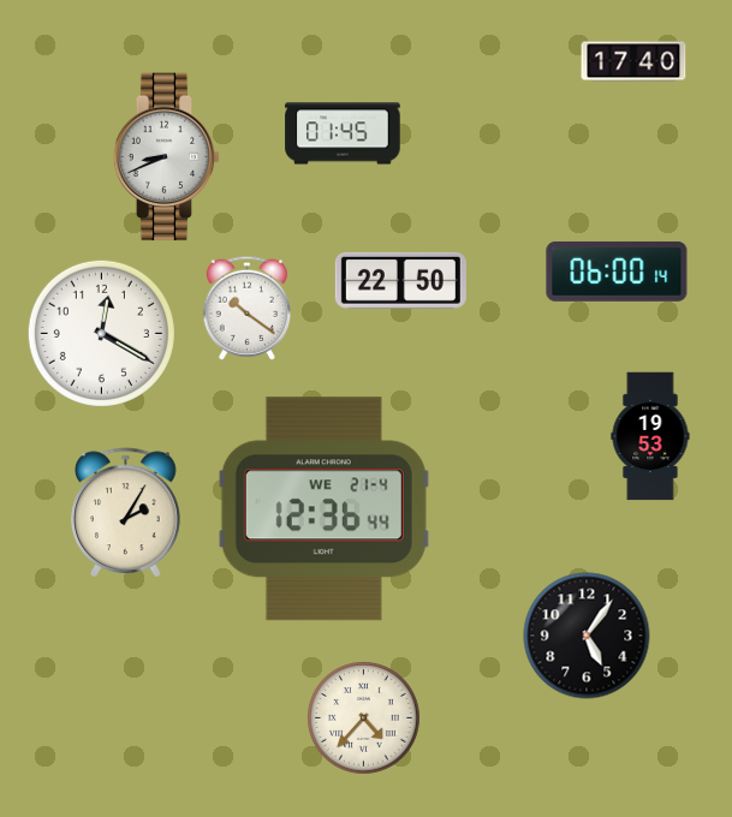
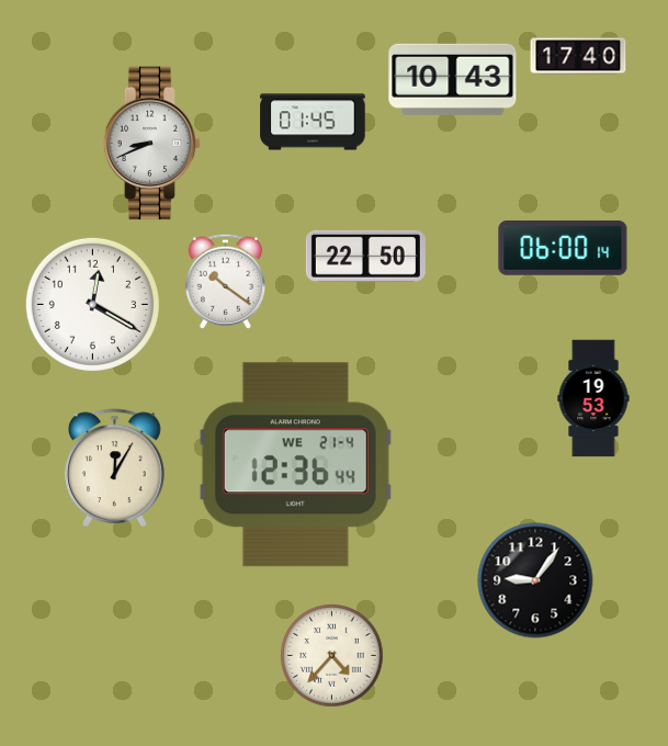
clock at (453, 79): none -> 10:43
clock at (126, 513): 2:05 -> 12:05
clock at (587, 636): 5:06 -> 9:06
